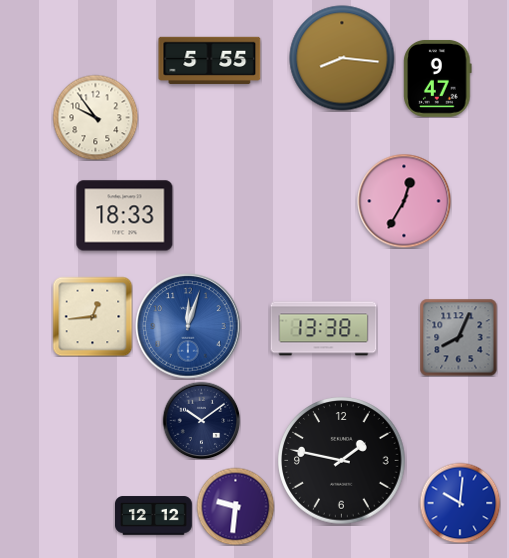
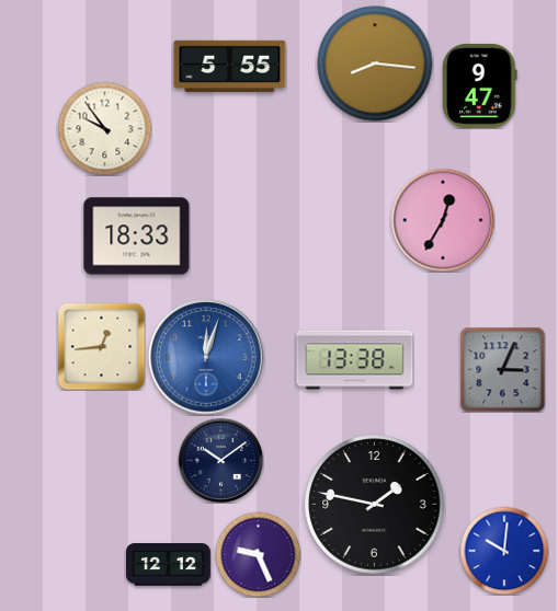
clock at (458, 337): 8:04 -> 3:04
clock at (235, 506): 9:31 -> 9:26
